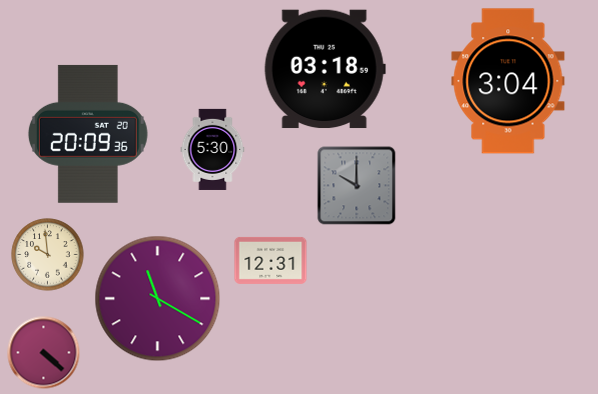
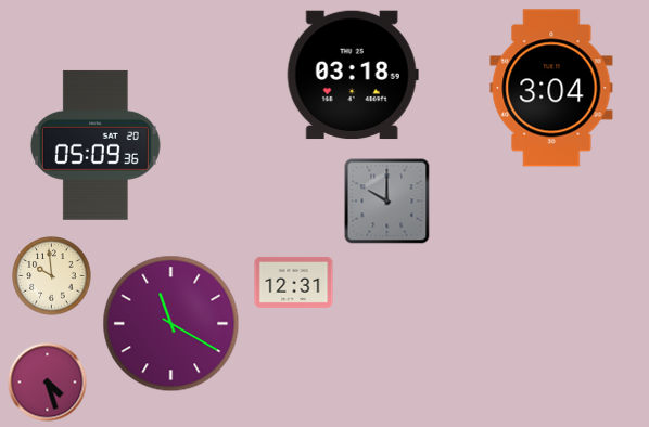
clock at (88, 134): 20:09 -> 05:09
clock at (213, 149): 5:30 -> none
clock at (44, 353): 4:22 -> 4:27
